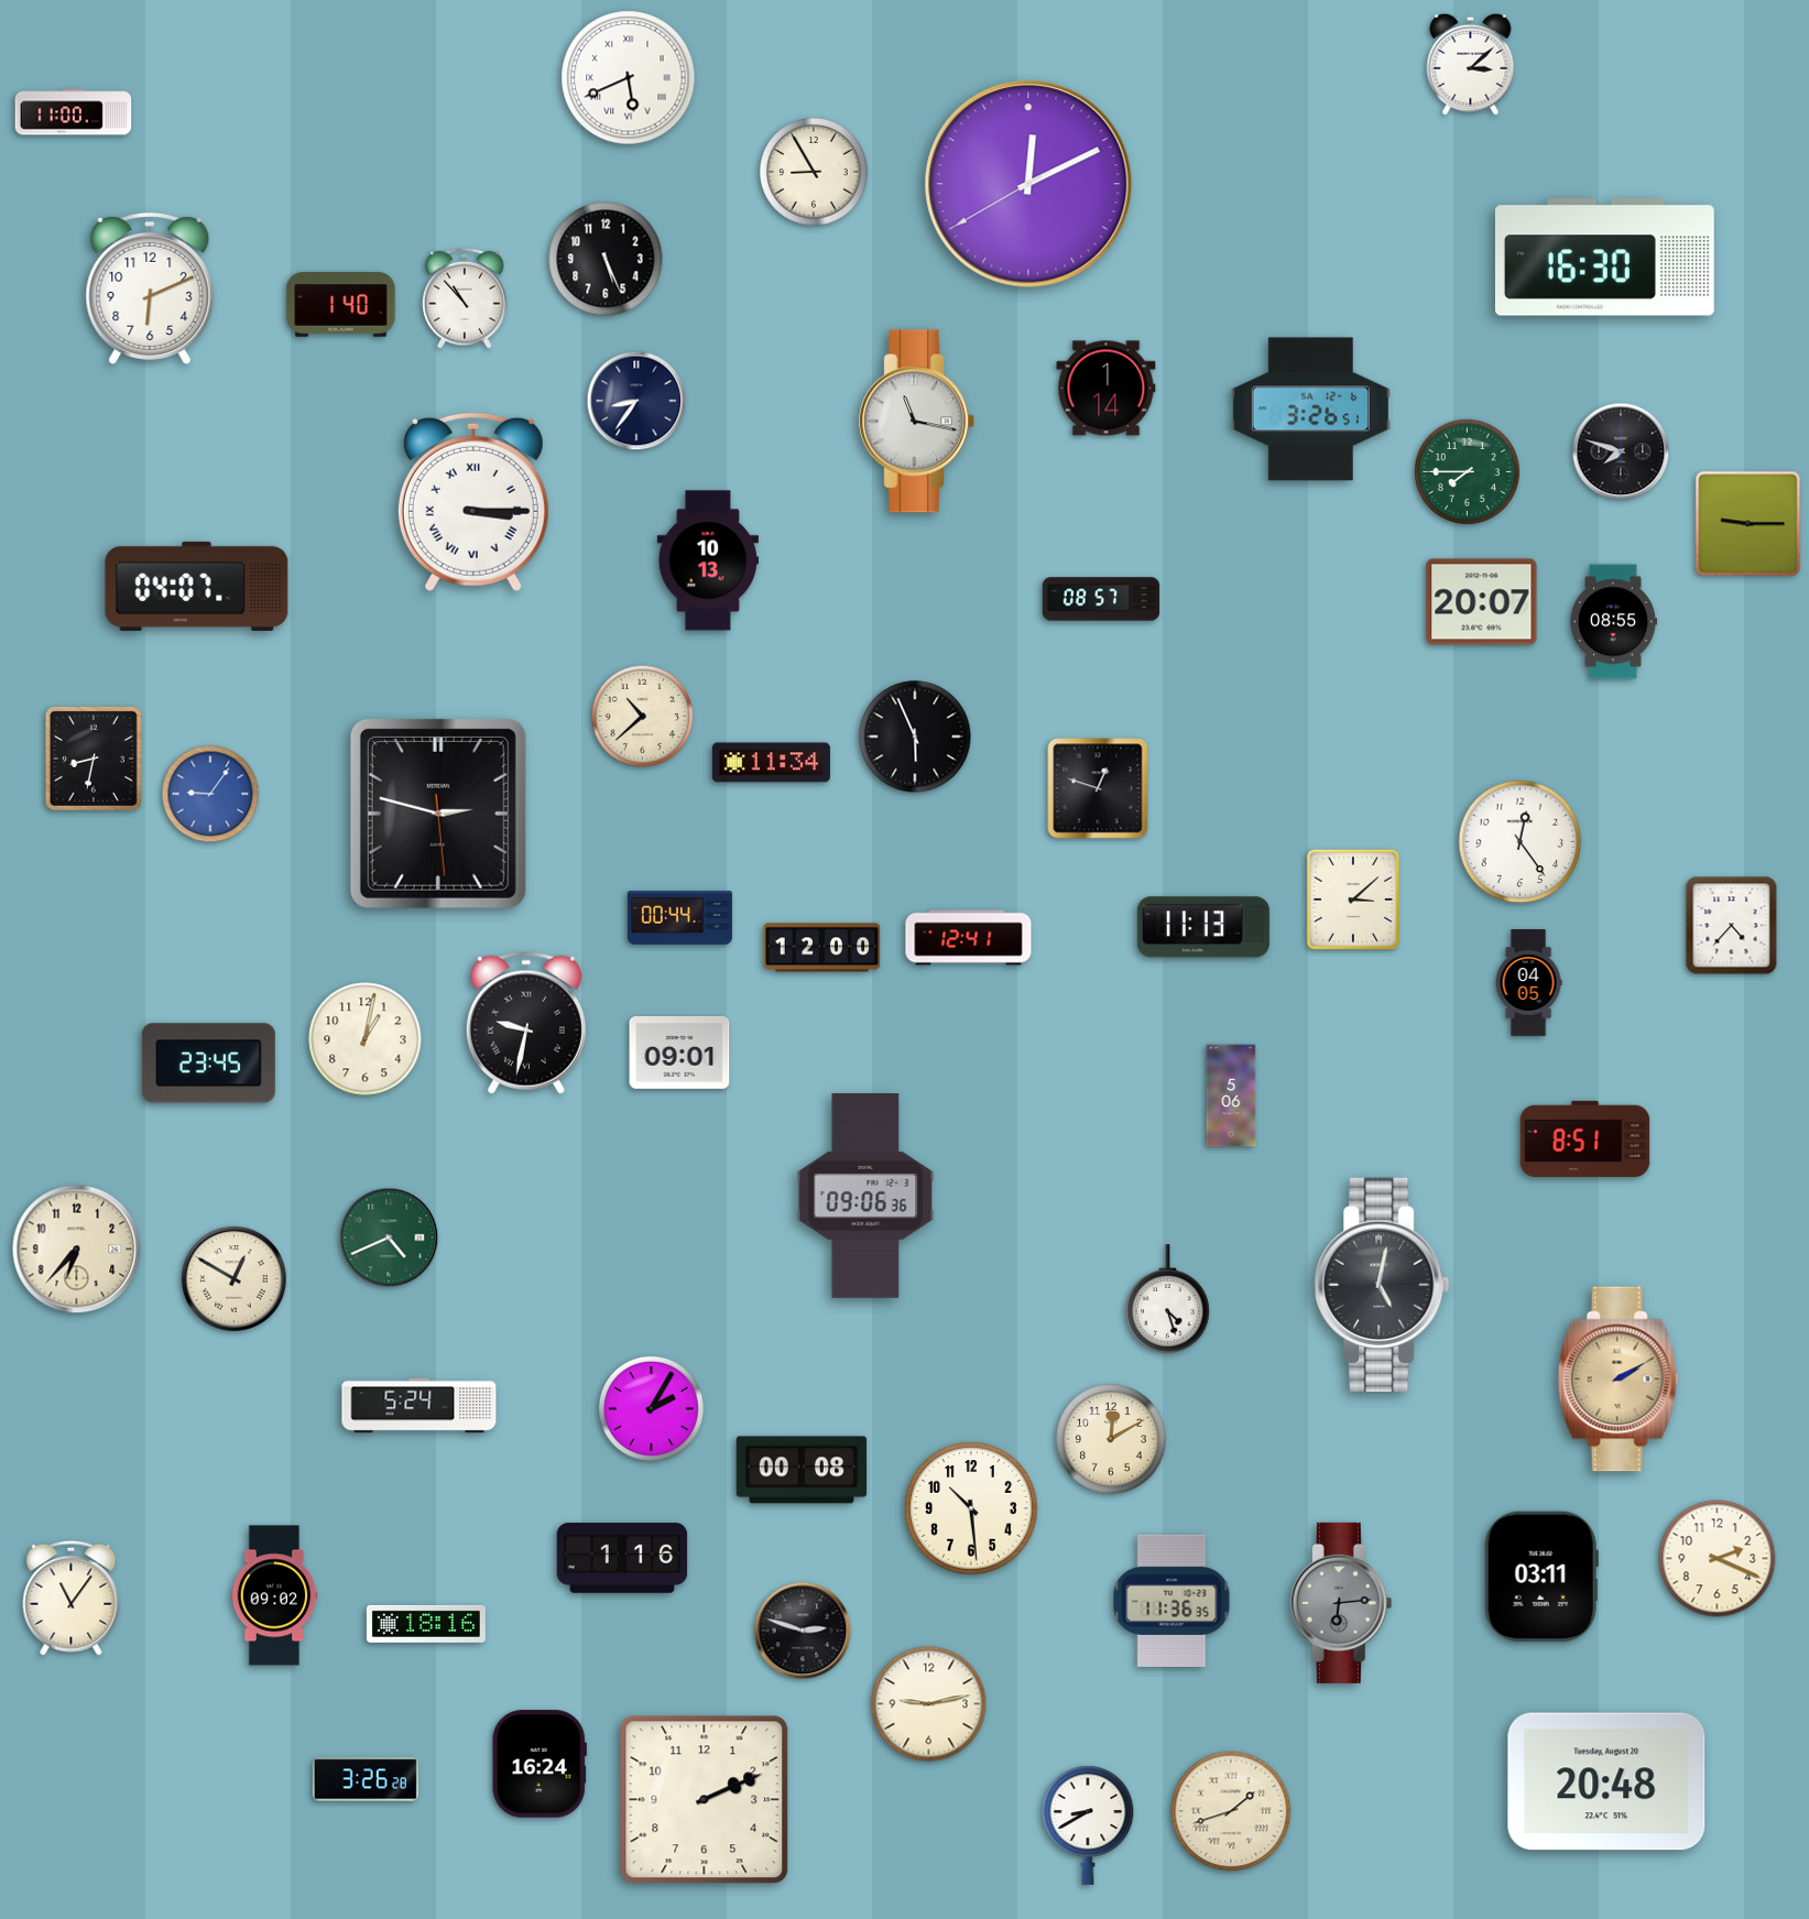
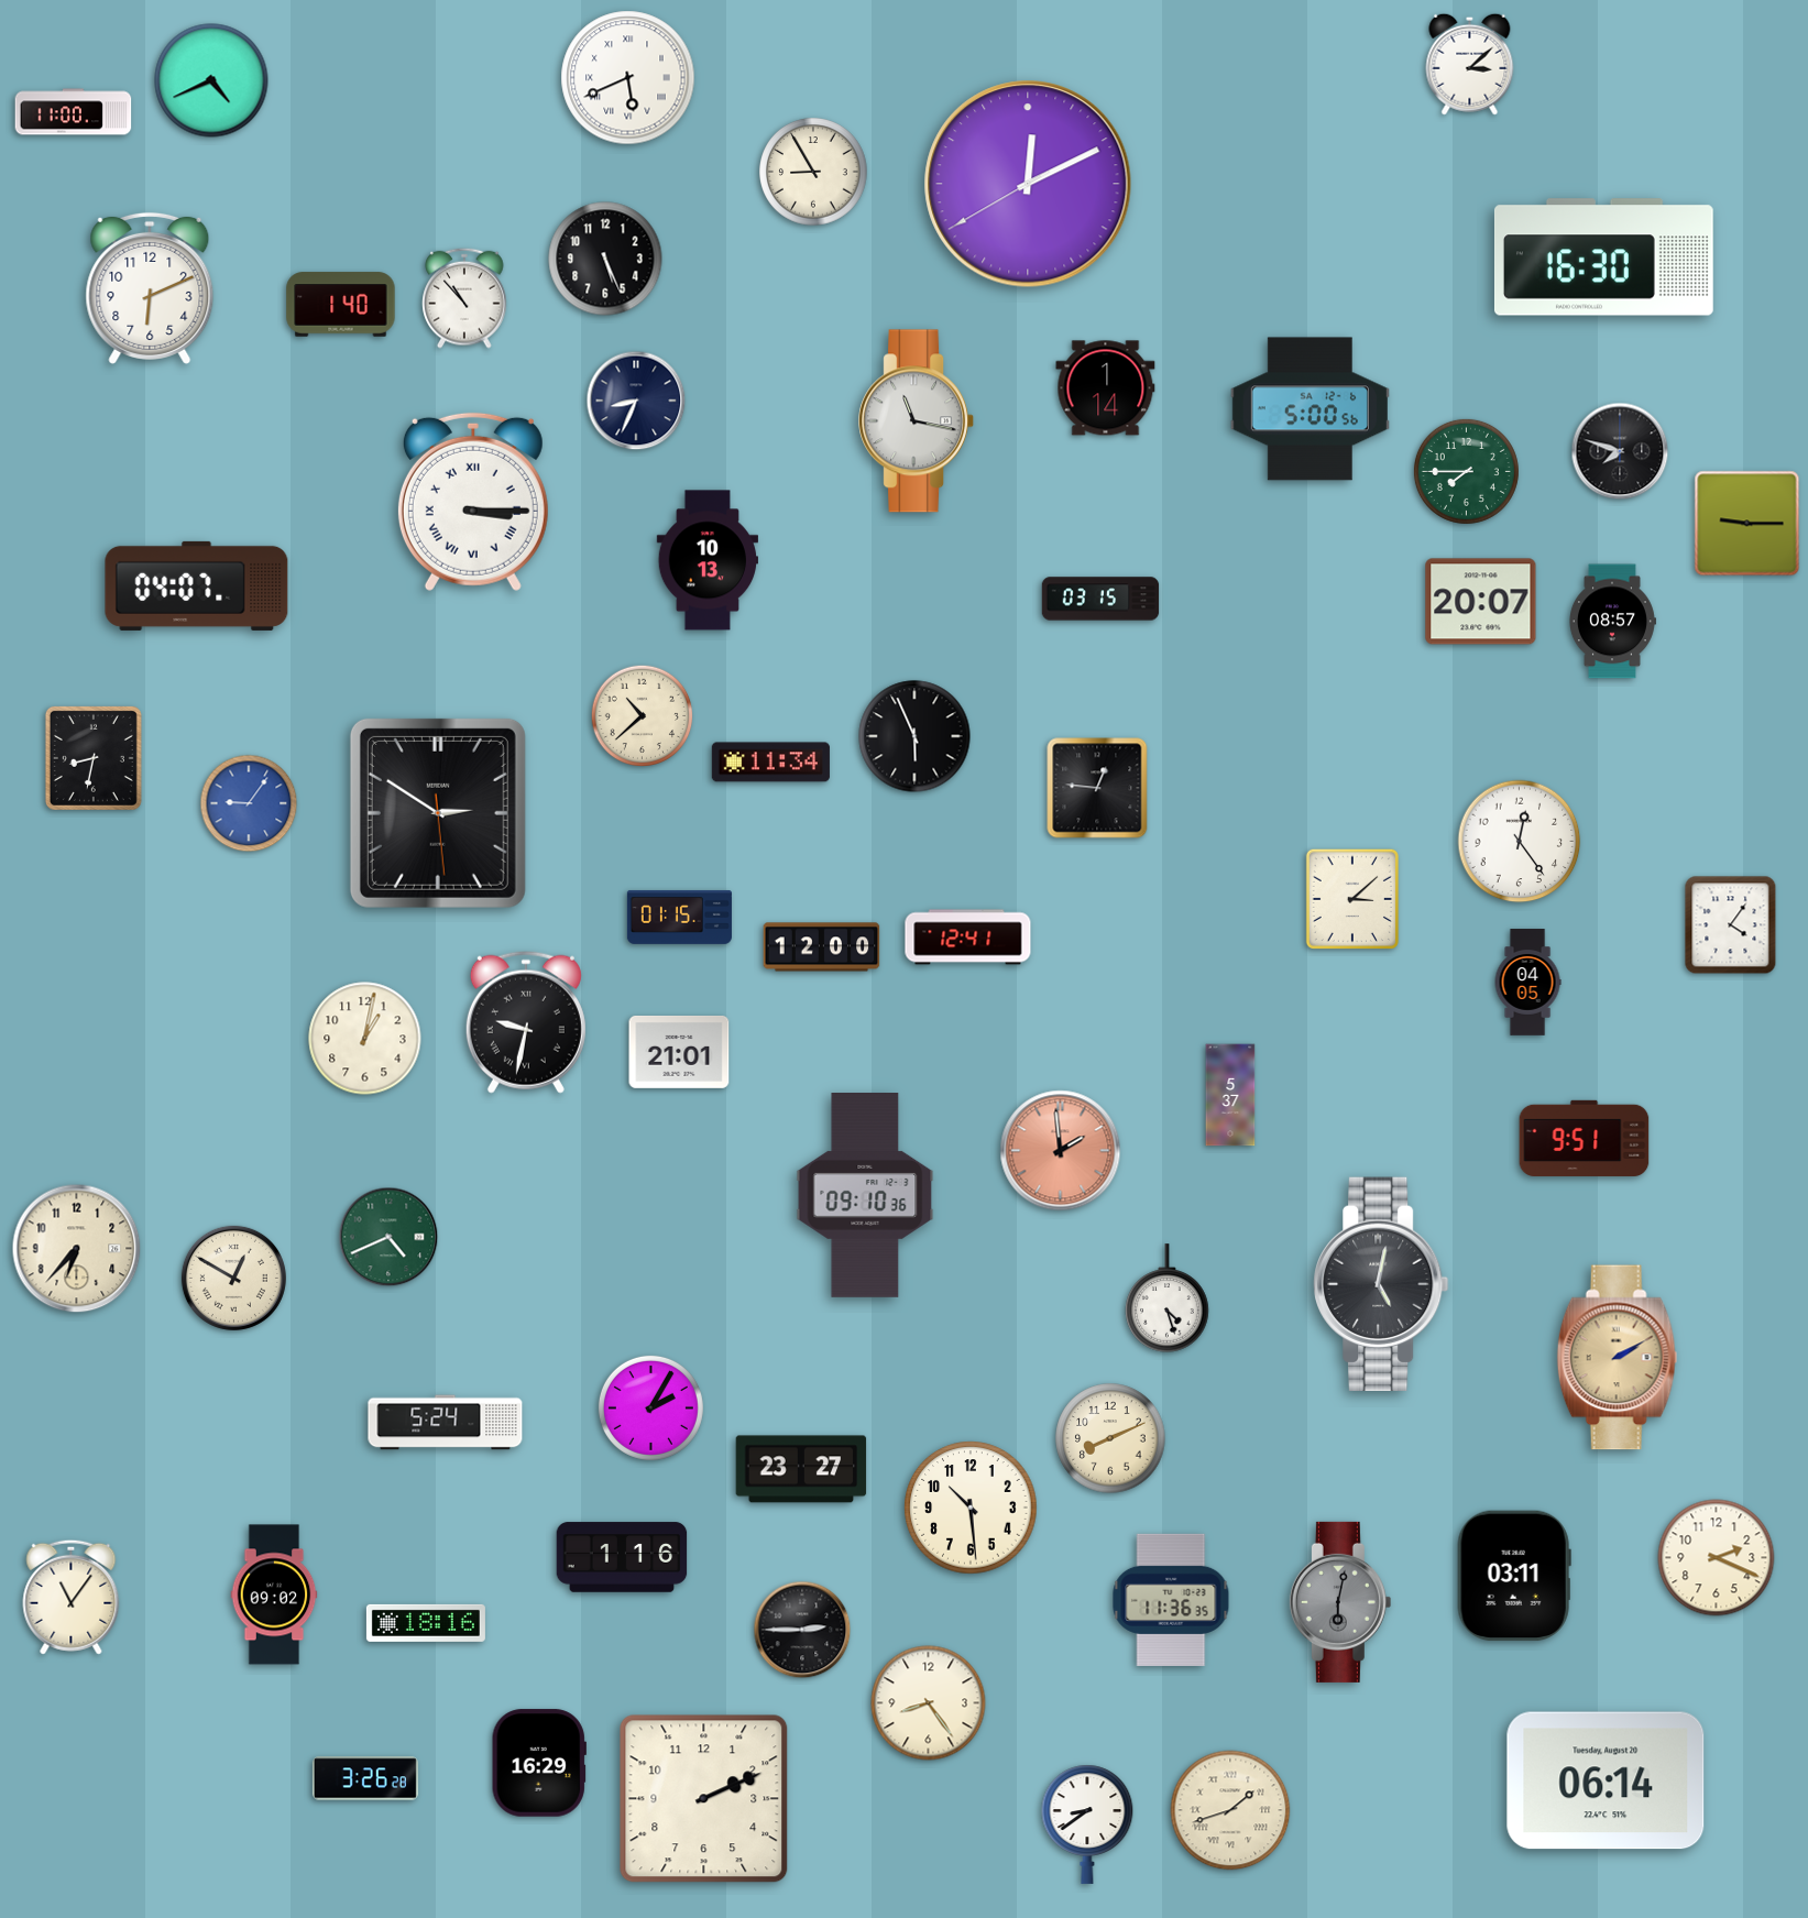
clock at (211, 80): none -> 4:41
clock at (636, 401): 8:36 -> 8:34
clock at (1310, 410): 3:26 -> 5:00
clock at (1101, 599): 08:57 -> 03:15
clock at (1614, 622): 08:55 -> 08:57
clock at (1098, 788): 12:48 -> 12:46
clock at (210, 794) position: (210, 794) -> (249, 803)
clock at (438, 814): 2:47 -> 2:50
clock at (679, 917): 00:44 -> 01:15
clock at (1732, 926): 4:37 -> 4:06
clock at (1203, 927): 11:13 -> none
clock at (679, 1053): 09:01 -> 21:01
clock at (208, 1064): 23:45 -> none
clock at (1231, 1095): 5:06 -> 5:37
clock at (1585, 1138): 8:51 -> 9:51
clock at (1061, 1151): none -> 1:59
clock at (865, 1197): 09:06 -> 09:10
clock at (1619, 1380) position: (1619, 1380) -> (1618, 1358)
clock at (419, 1406) position: (419, 1406) -> (446, 1423)
clock at (1111, 1439): 12:10 -> 8:11
clock at (802, 1470): 00:08 -> 23:27
clock at (1541, 1577) position: (1541, 1577) -> (1514, 1576)
clock at (1341, 1603): 6:14 -> 6:02
clock at (803, 1631): 2:48 -> 2:45
clock at (929, 1704): 9:13 -> 8:24
clock at (540, 1764): 16:24 -> 16:29
clock at (1606, 1781): 20:48 -> 06:14
clock at (1088, 1825): 8:40 -> 8:39
